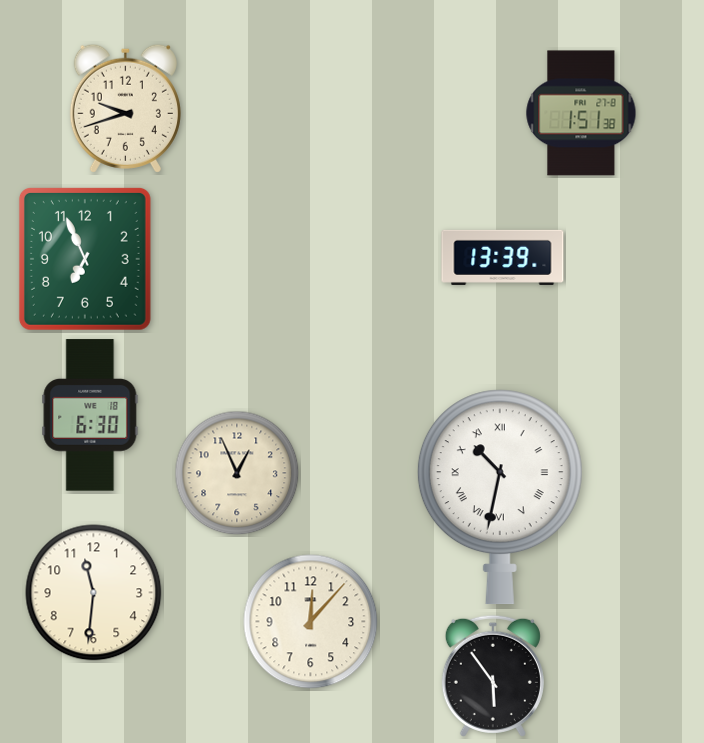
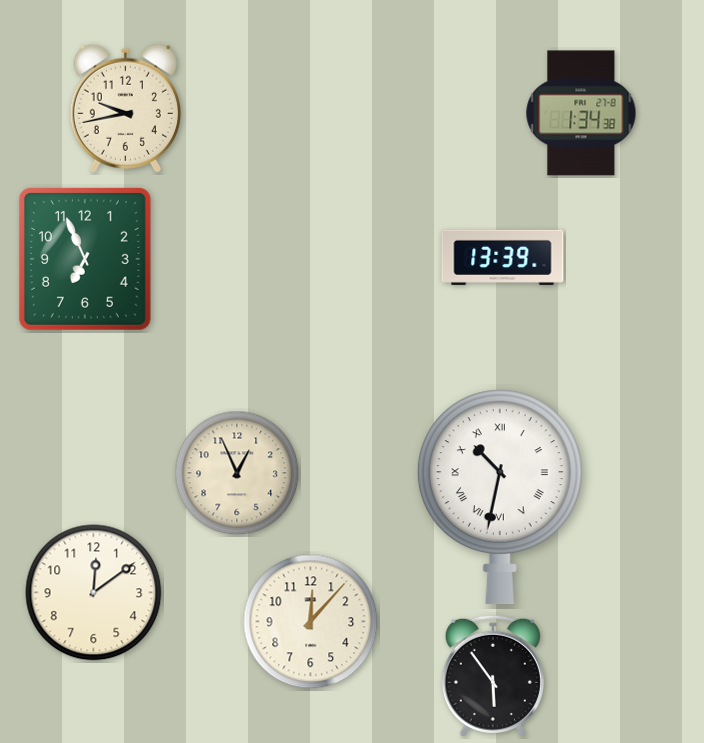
clock at (125, 108): 9:42 -> 9:43
clock at (581, 113): 1:51 -> 1:34
clock at (90, 415): 6:30 -> none
clock at (94, 593): 11:31 -> 12:09
